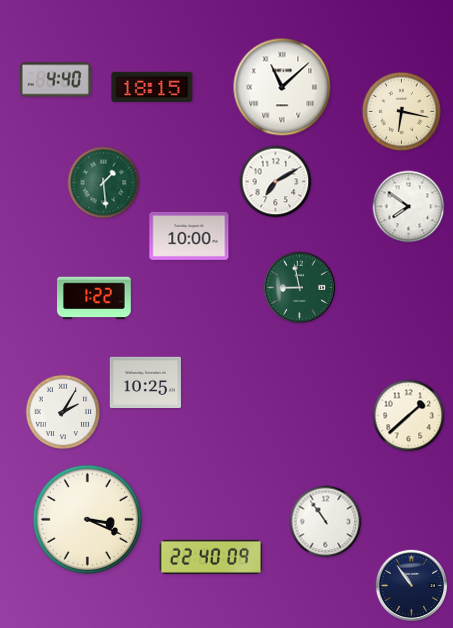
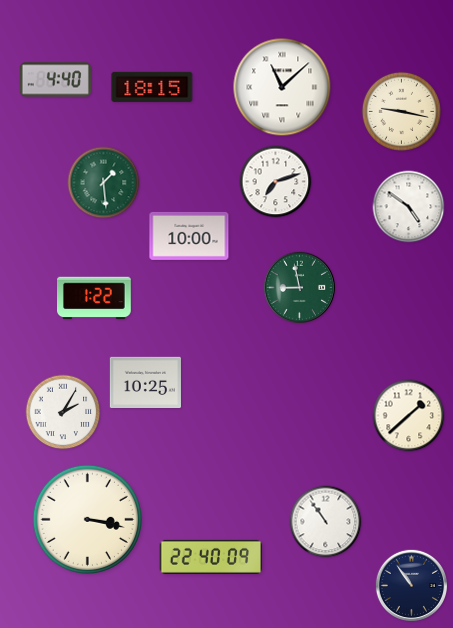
clock at (401, 111): 6:17 -> 9:17
clock at (276, 182): 7:10 -> 7:12
clock at (409, 207): 7:51 -> 4:51
clock at (87, 519): 3:19 -> 3:17
